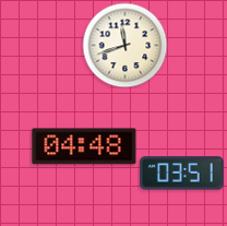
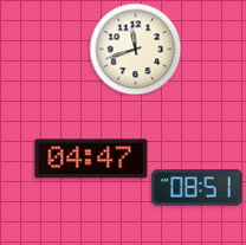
clock at (84, 146): 04:48 -> 04:47
clock at (181, 174): 03:51 -> 08:51
